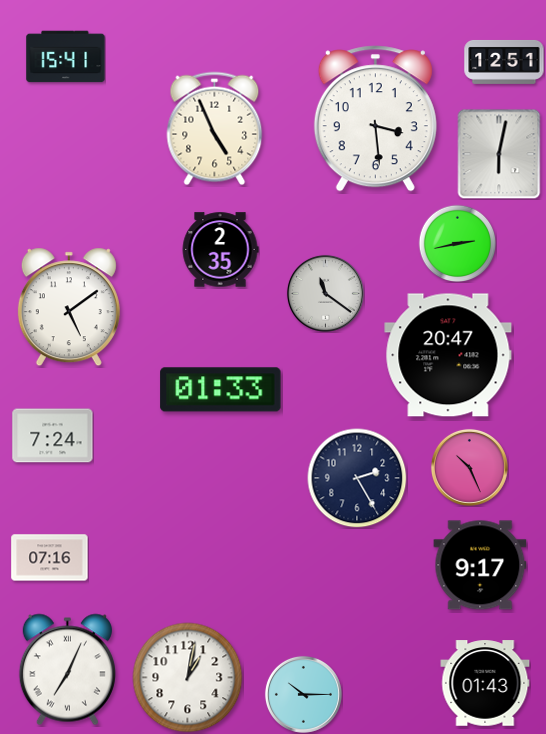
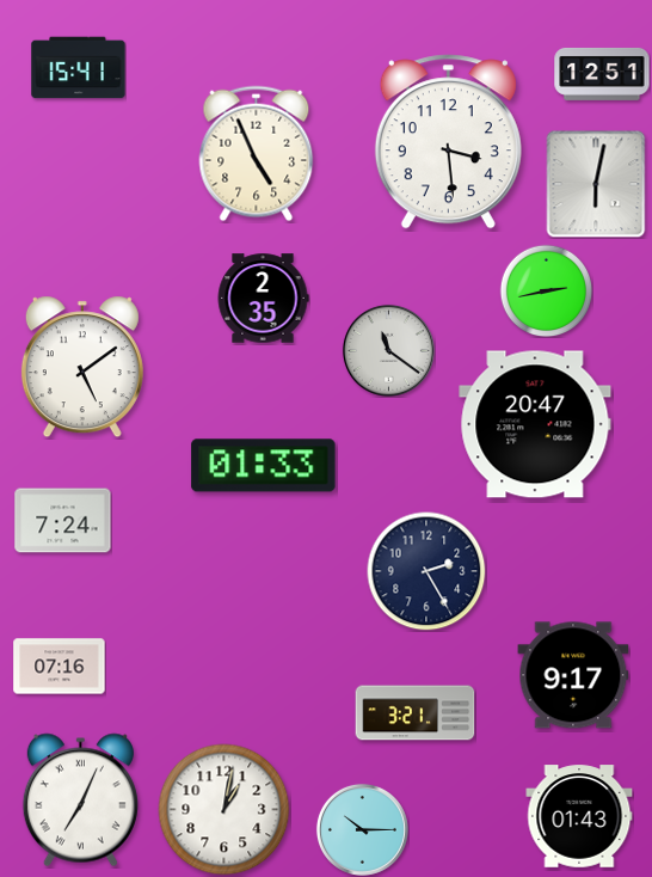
clock at (469, 467): 10:26 -> none
clock at (416, 713): none -> 3:21
